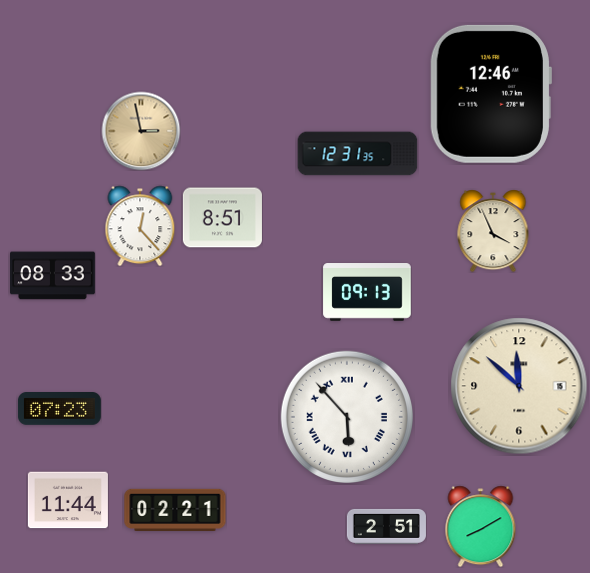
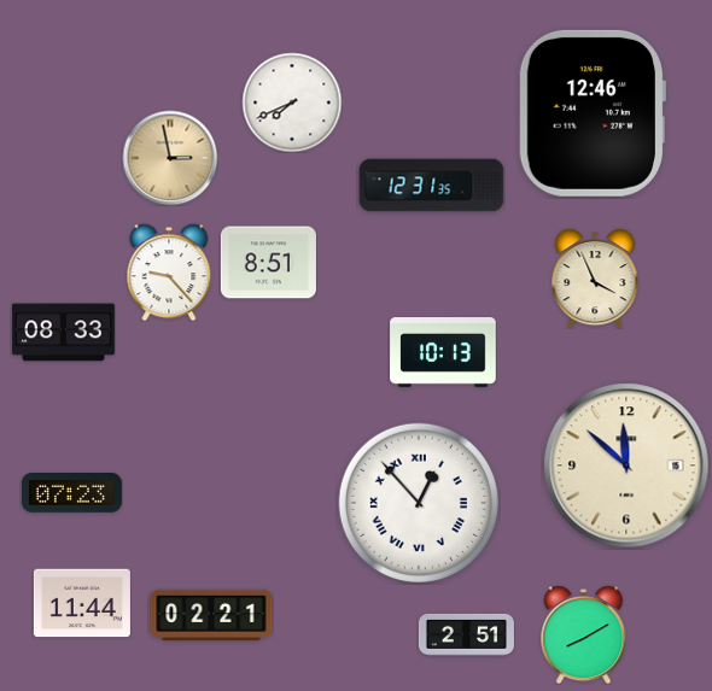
clock at (292, 103): none -> 7:41
clock at (140, 226): 12:23 -> 9:23
clock at (367, 293): 09:13 -> 10:13
clock at (346, 416): 5:53 -> 12:53
clock at (481, 526) position: (481, 526) -> (584, 634)
